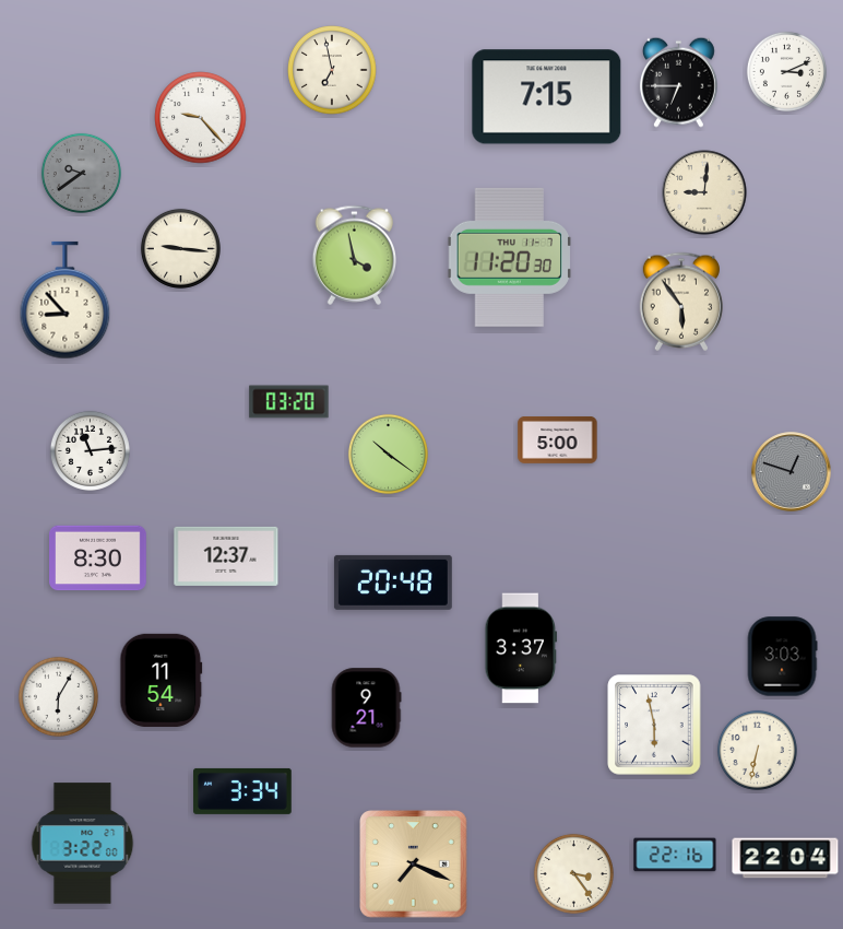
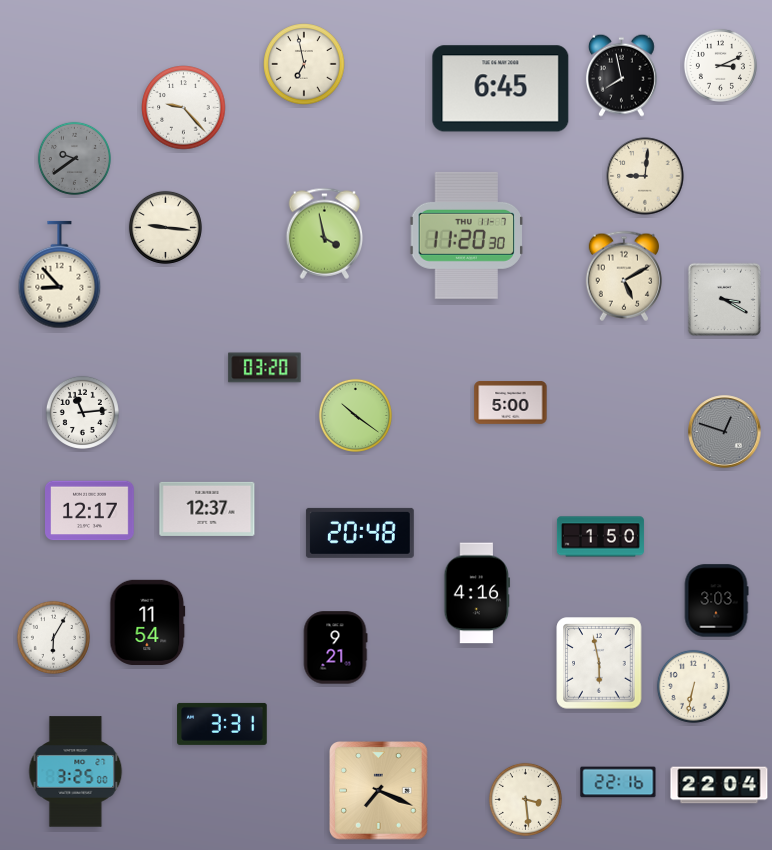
clock at (678, 82): 6:45 -> 7:58
clock at (547, 97): 7:15 -> 6:45
clock at (681, 302): 5:54 -> 5:10
clock at (724, 299): none -> 3:20
clock at (98, 558): 8:30 -> 12:17
clock at (600, 537): none -> 1:50
clock at (521, 648): 3:37 -> 4:16
clock at (242, 791): 3:34 -> 3:31
clock at (83, 844): 3:22 -> 3:25
clock at (573, 873): 3:24 -> 3:29
